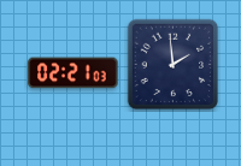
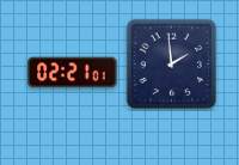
clock at (74, 73): 02:21:03 -> 02:21:01
